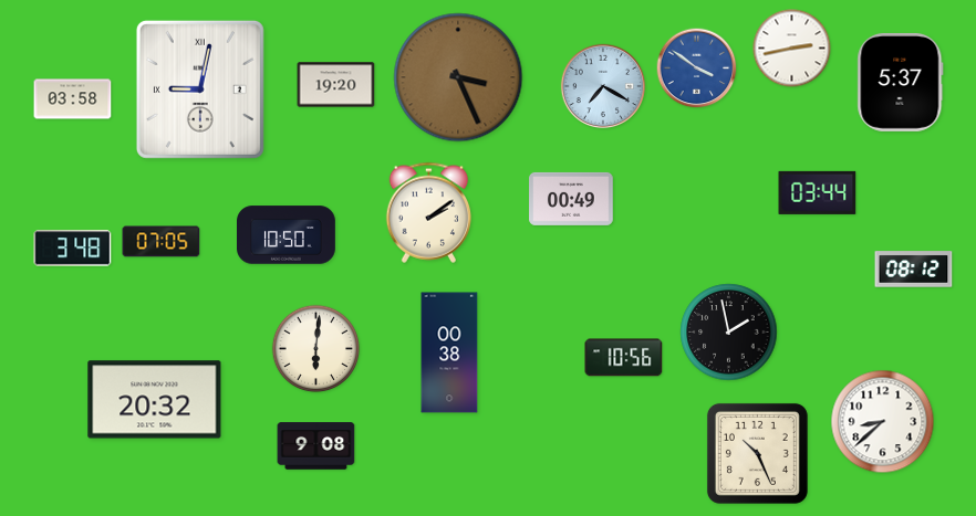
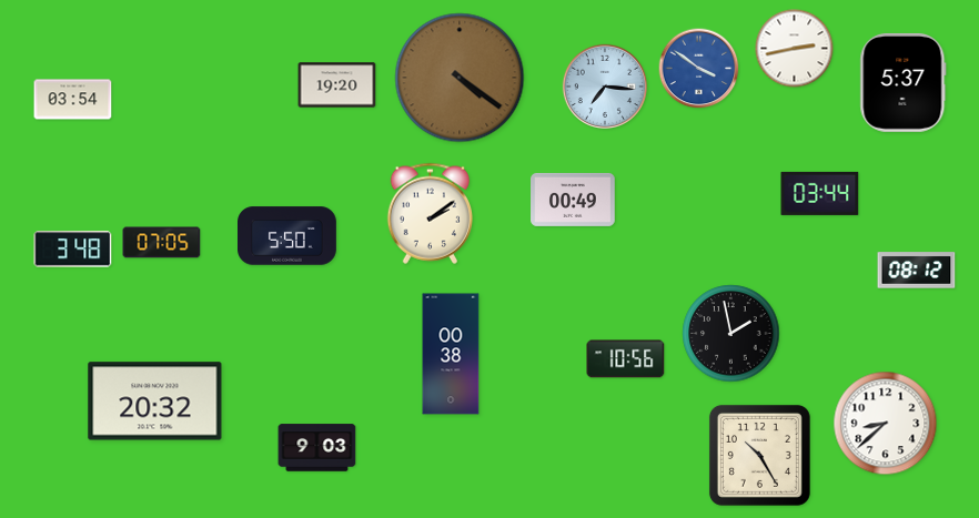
clock at (458, 77): 3:26 -> 4:21
clock at (602, 85): 7:20 -> 7:16
clock at (200, 89): 9:02 -> none
clock at (73, 99): 03:58 -> 03:54
clock at (287, 235): 10:50 -> 5:50
clock at (316, 349): 6:01 -> none
clock at (316, 446): 9:08 -> 9:03
clock at (757, 453): 10:26 -> 10:25
